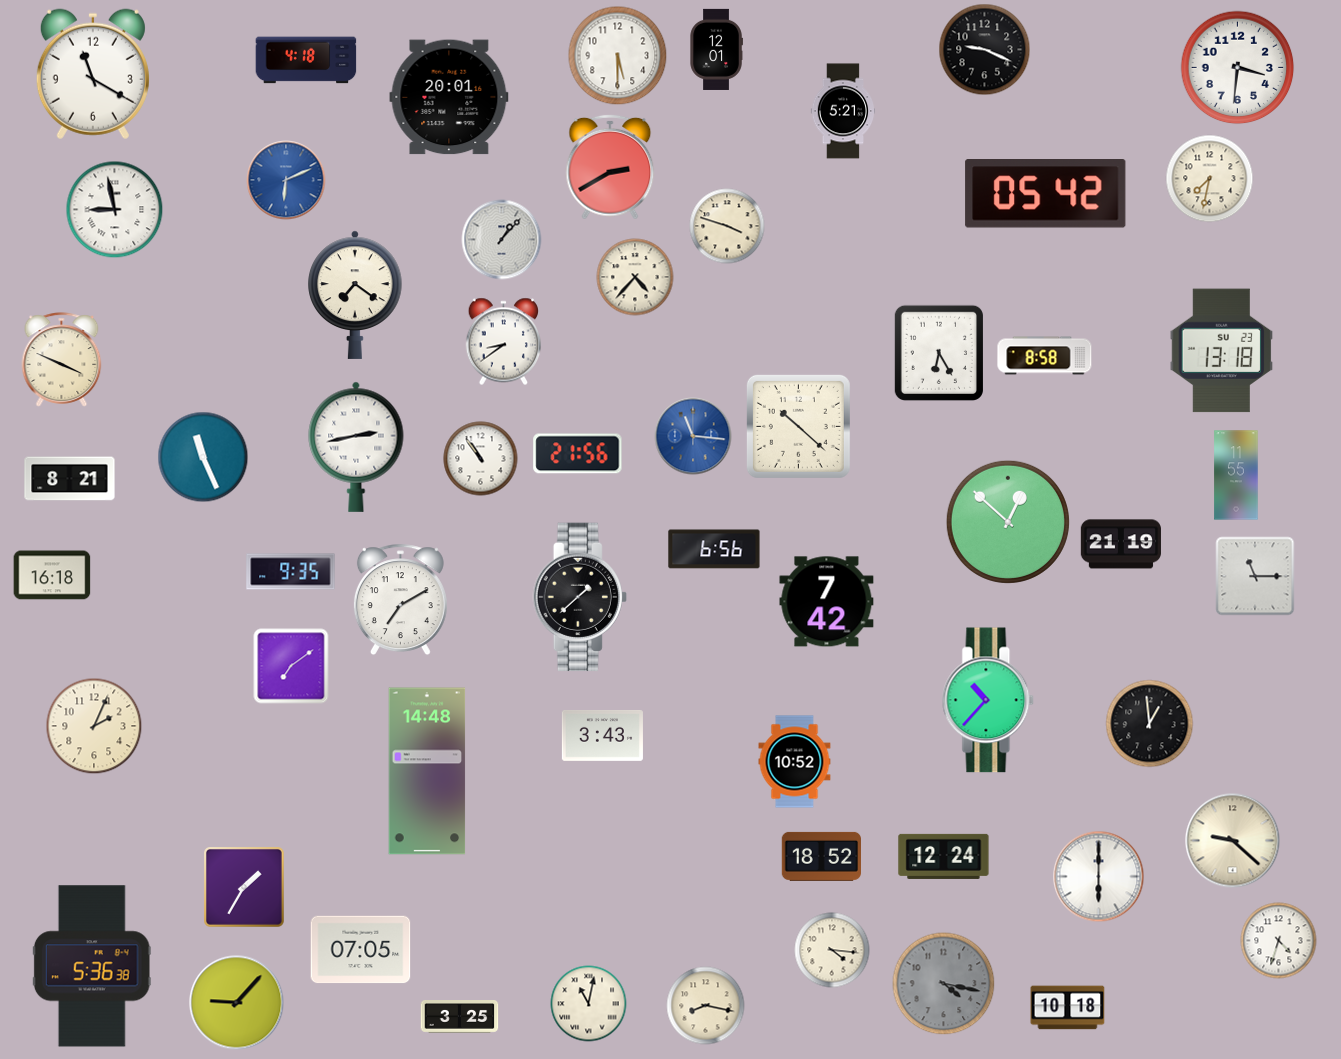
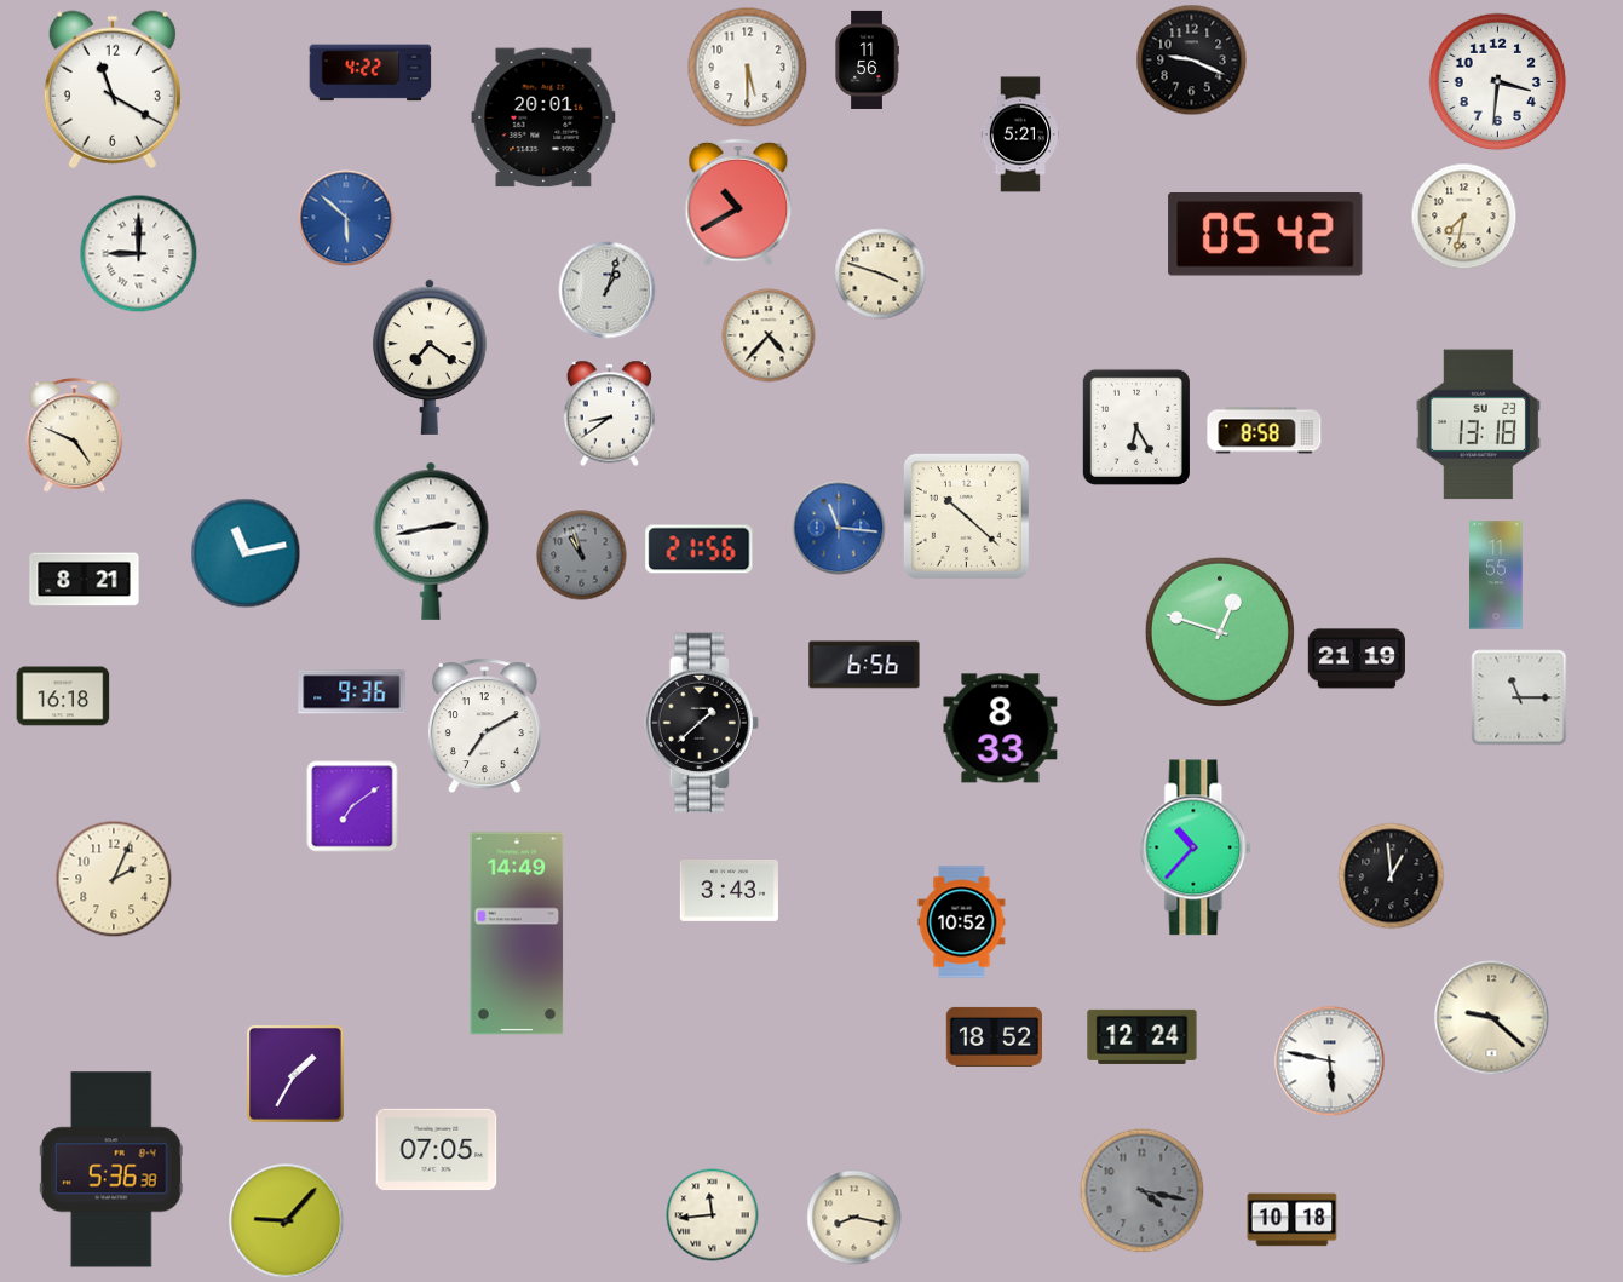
clock at (716, 49): 12:01 -> 11:56
clock at (306, 60): 4:18 -> 4:22
clock at (610, 167): 2:40 -> 10:40
clock at (286, 180): 6:11 -> 5:52
clock at (115, 210): 8:58 -> 9:00
clock at (502, 240): 1:07 -> 1:03
clock at (62, 360): 3:49 -> 4:49
clock at (203, 457): 11:26 -> 11:13
clock at (481, 459): 10:54 -> 10:57
clock at (481, 459) dial: white -> grey
clock at (1008, 522): 12:52 -> 12:48
clock at (291, 572): 9:35 -> 9:36
clock at (827, 602): 7:42 -> 8:33
clock at (427, 771): 14:48 -> 14:49
clock at (1099, 877): 6:00 -> 5:47
clock at (1279, 941): 4:33 -> none
clock at (832, 950): 4:16 -> none
clock at (237, 1003) position: (237, 1003) -> (287, 1221)
clock at (589, 1004): 11:02 -> 11:44
clock at (460, 1017): 3:25 -> none
